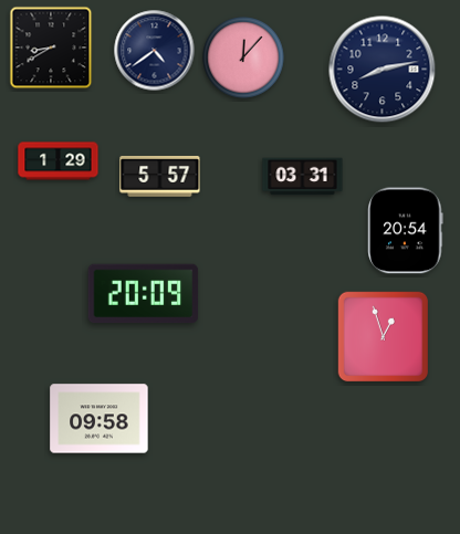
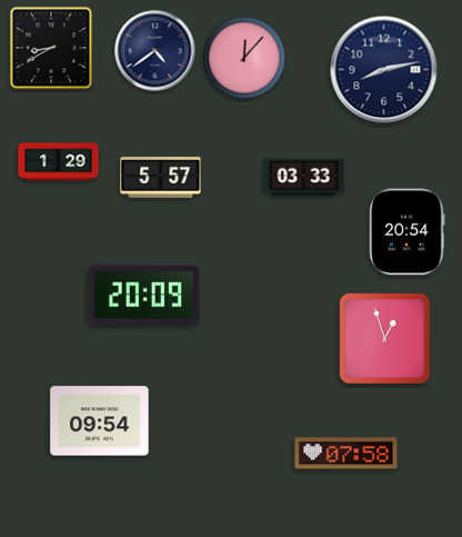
clock at (303, 177): 03:31 -> 03:33
clock at (100, 419): 09:58 -> 09:54
clock at (346, 454): none -> 07:58
